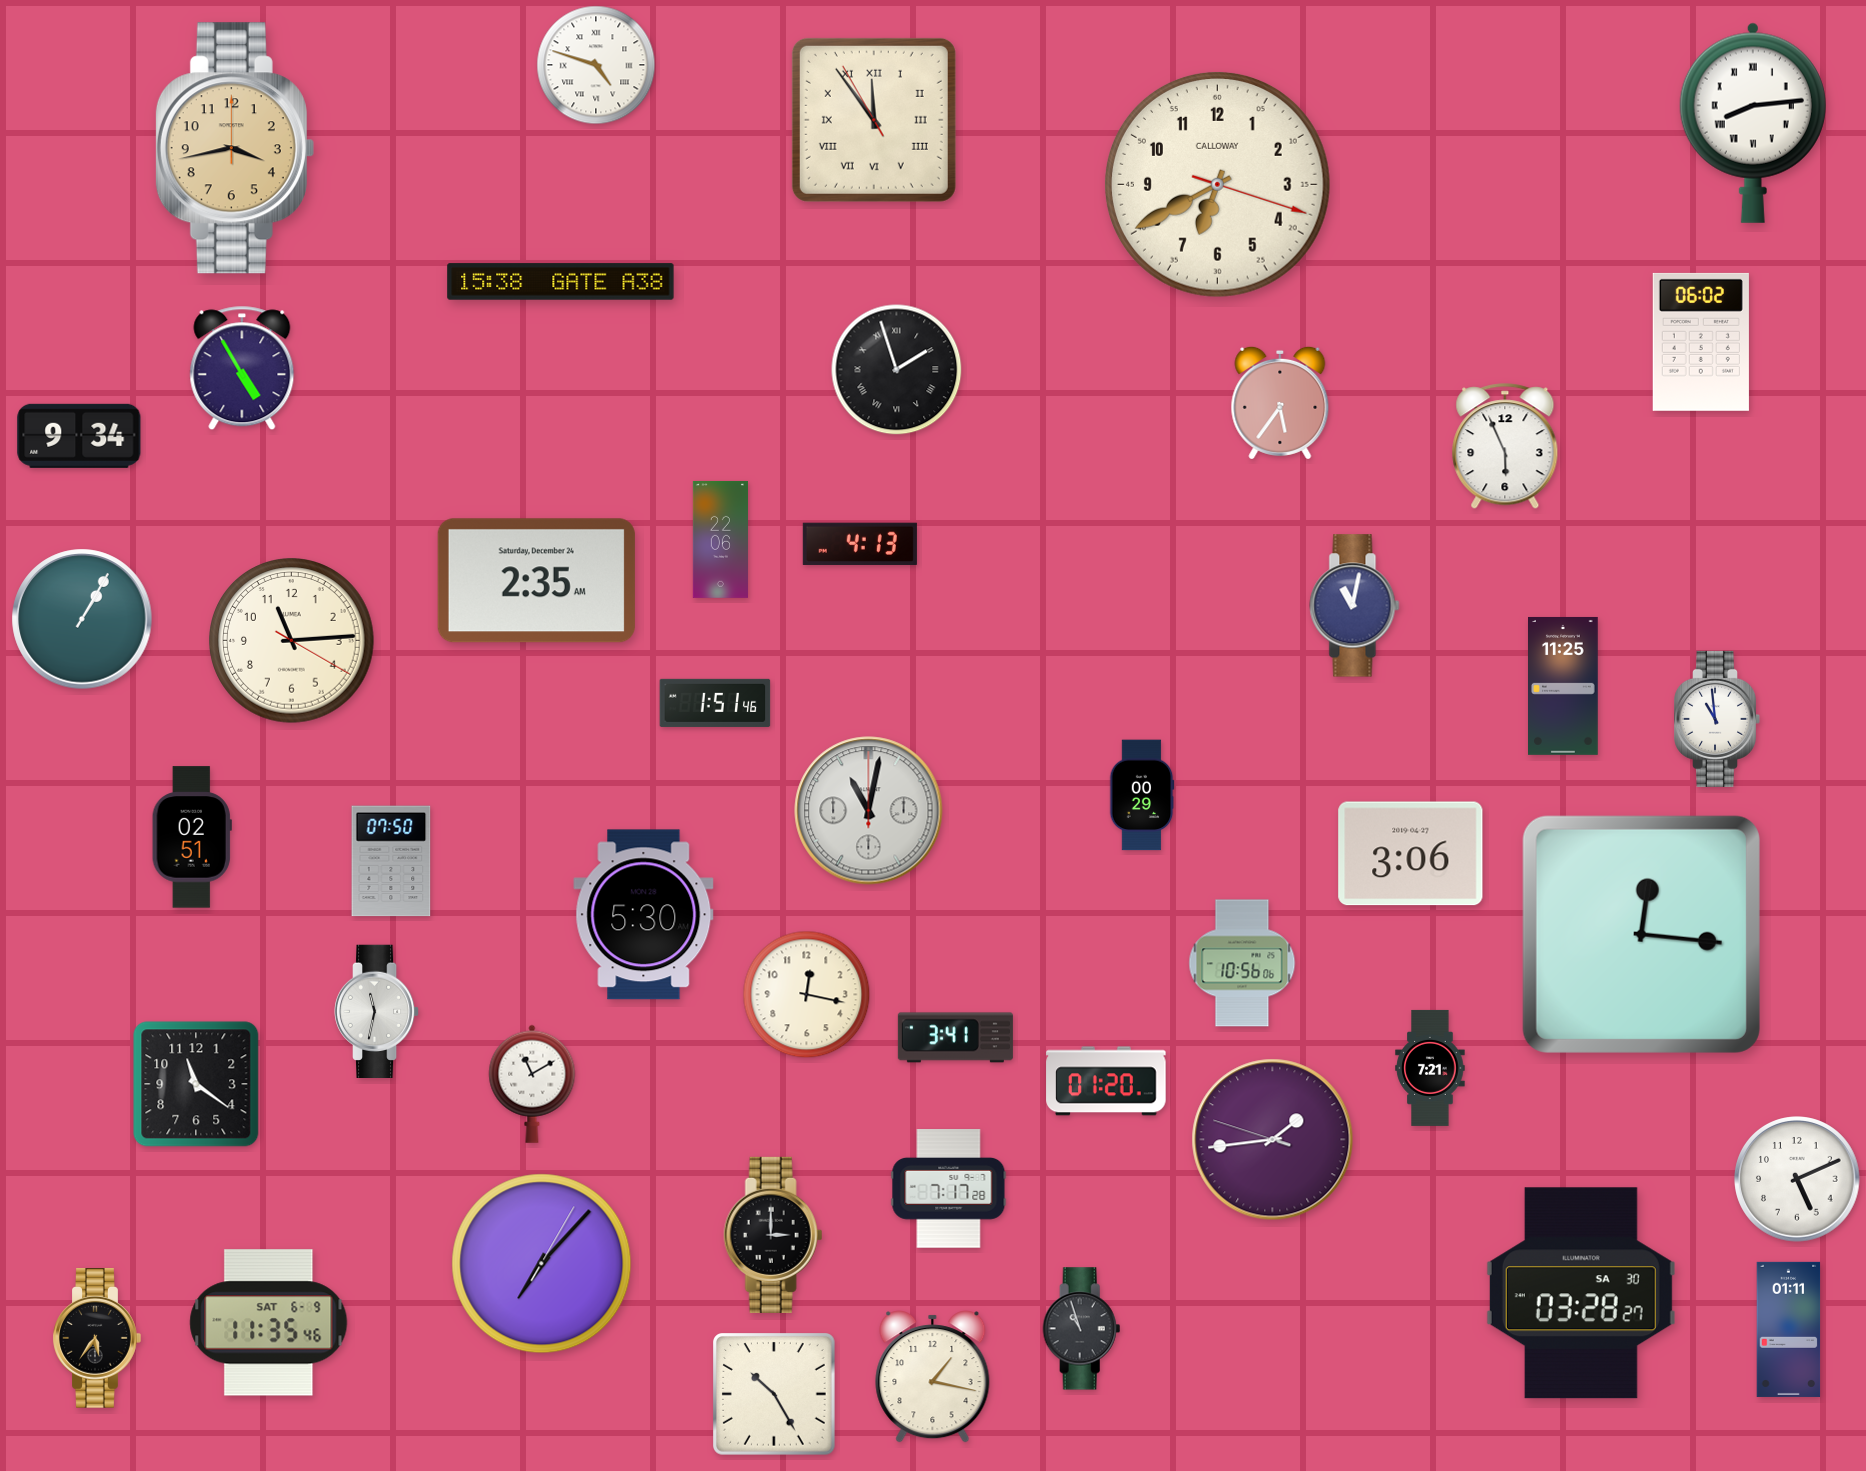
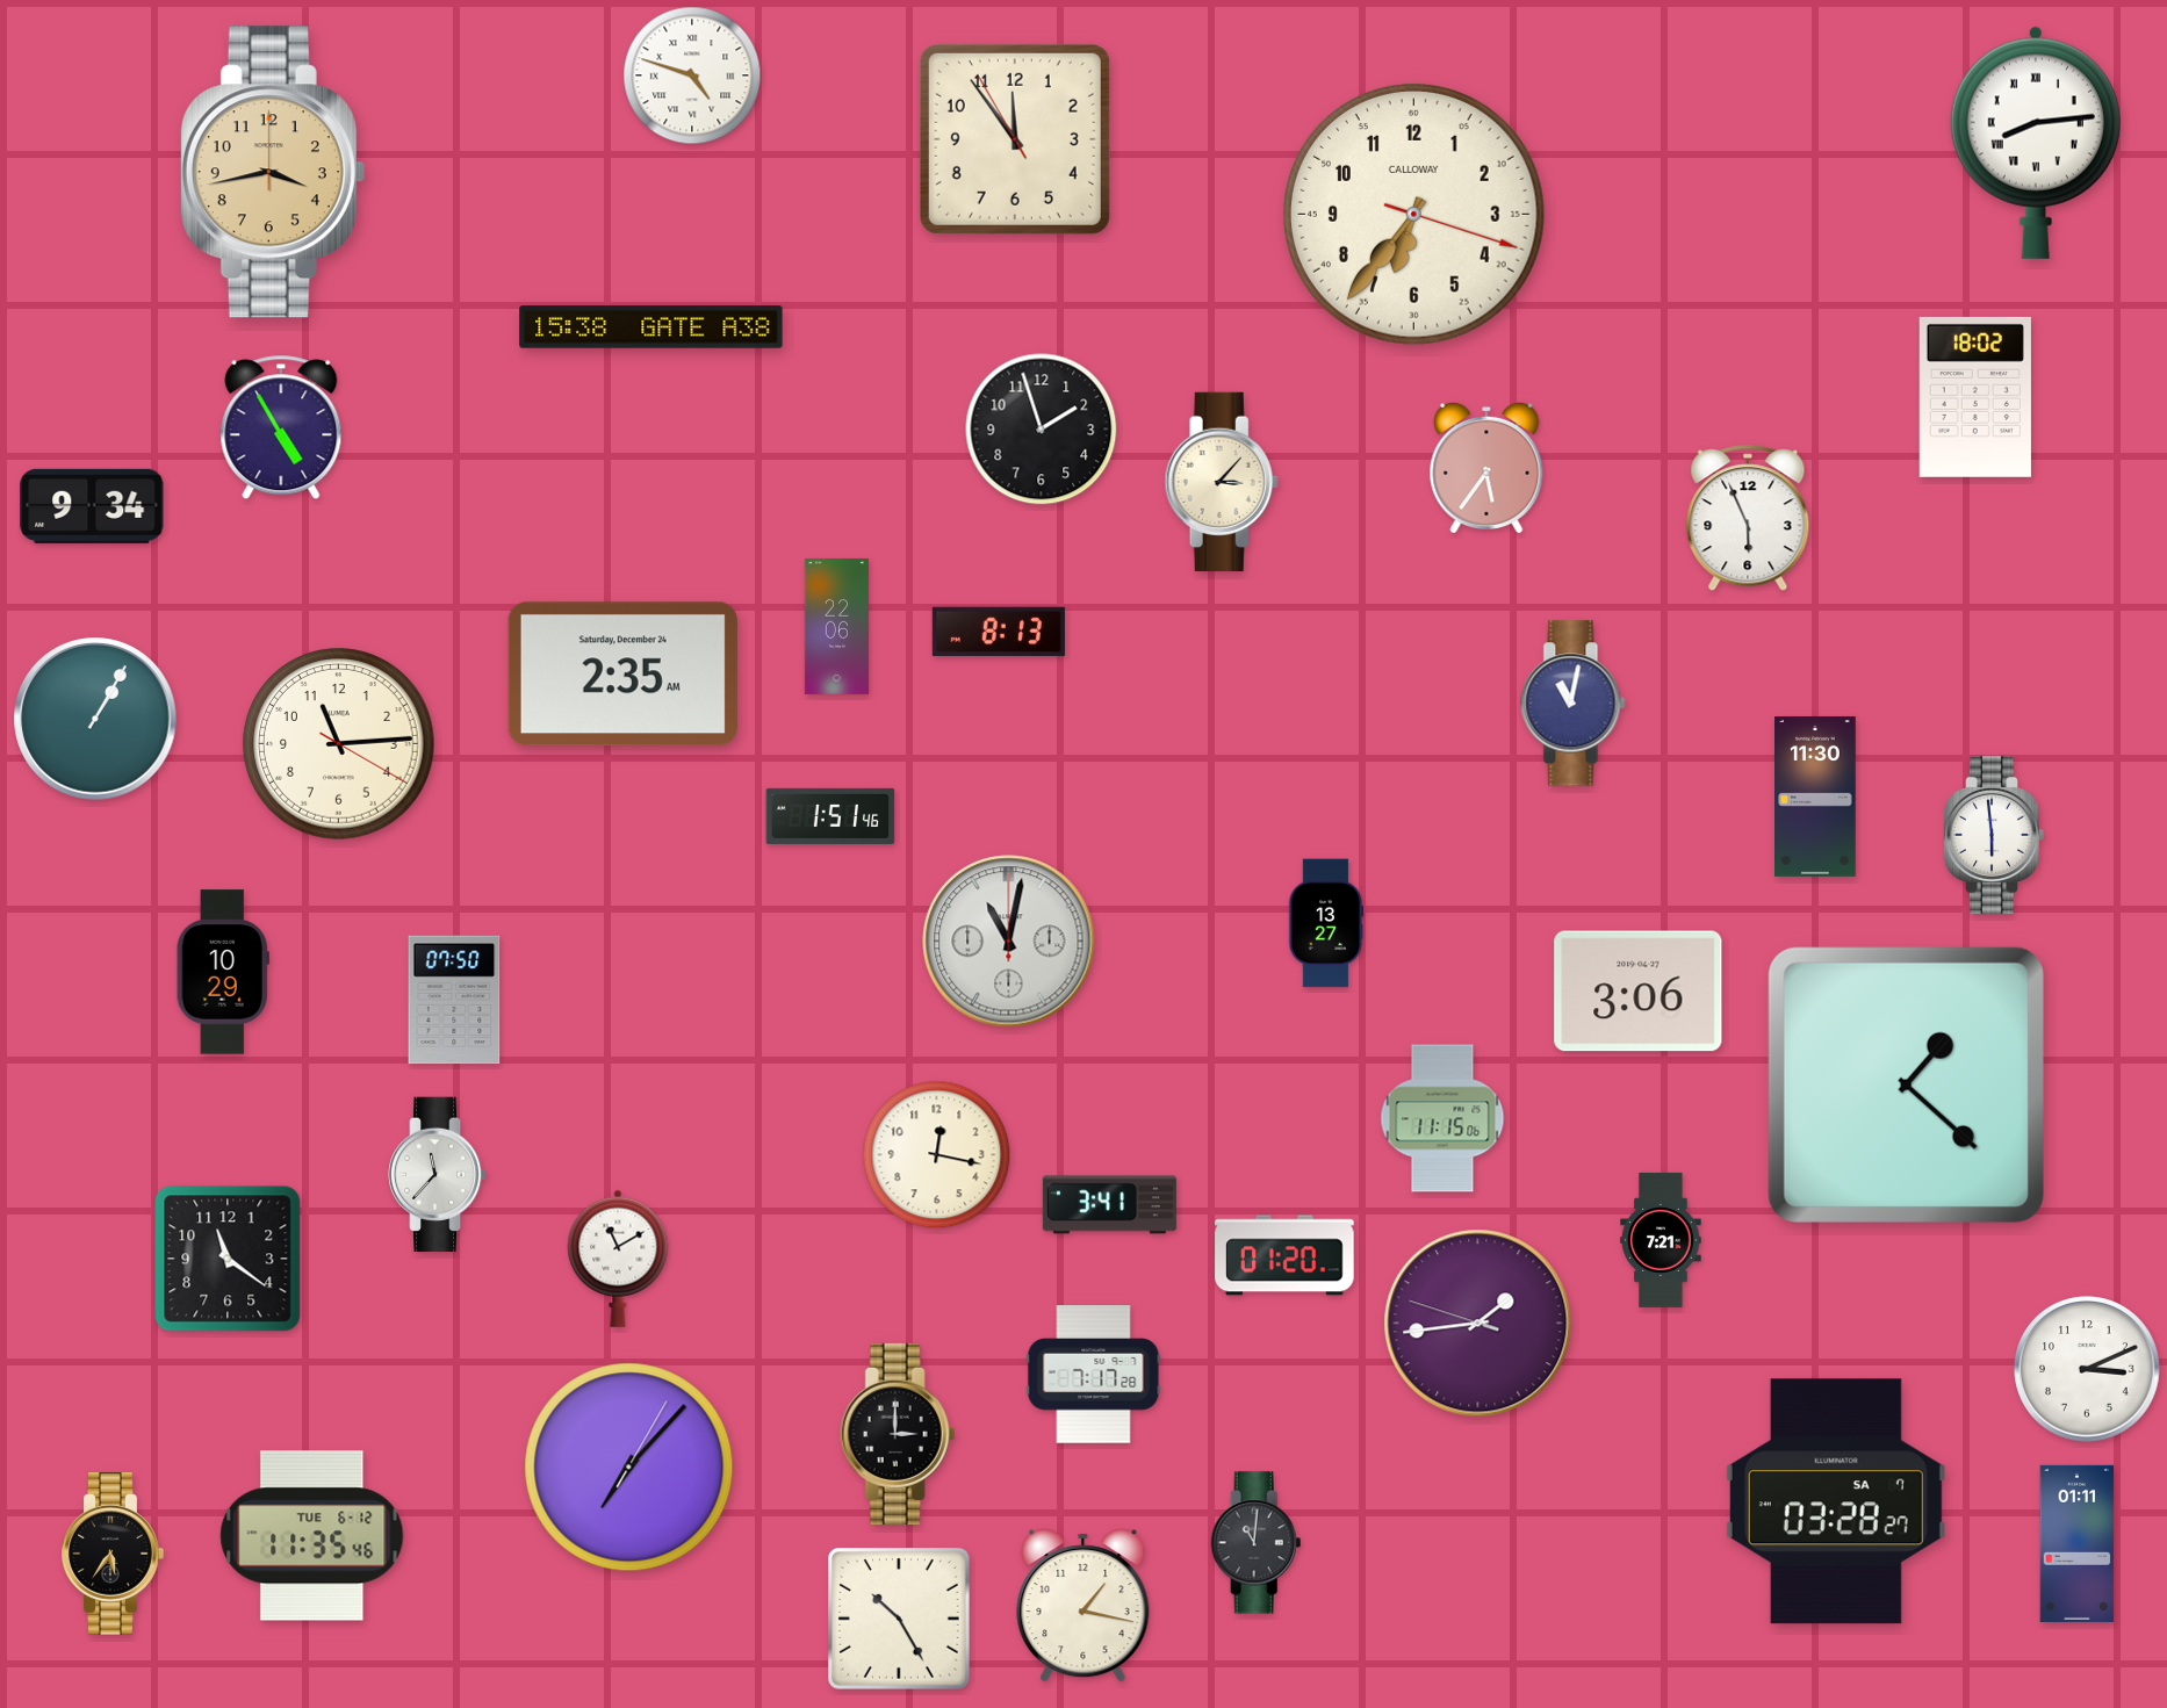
clock at (874, 120) numerals: Roman -> Arabic
clock at (1217, 184): 6:40 -> 6:36
clock at (1701, 342): 06:02 -> 18:02
clock at (897, 370) numerals: Roman -> Arabic
clock at (1222, 481): none -> 3:07
clock at (860, 543): 4:13 -> 8:13
clock at (1564, 686): 11:25 -> 11:30
clock at (1717, 719): 10:59 -> 5:59
clock at (1142, 795): 00:29 -> 13:27
clock at (192, 837): 02:51 -> 10:29
clock at (644, 915): 5:30 -> none
clock at (1641, 934): 12:16 -> 1:22
clock at (1242, 963): 10:56 -> 11:15
clock at (377, 1011): 11:32 -> 11:37
clock at (1797, 1179): 5:11 -> 3:11
clock at (949, 1189) position: (949, 1189) -> (1094, 1375)
clock at (1581, 1293) date: SA 30 -> SA 7
clock at (269, 1323) date: SAT 6-9 -> TUE 6-12
clock at (1082, 1329): 10:57 -> 11:01
clock at (933, 1377) position: (933, 1377) -> (1083, 1606)
